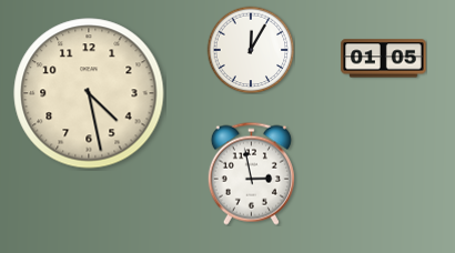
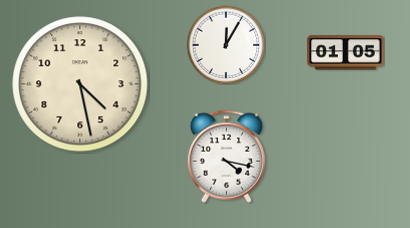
clock at (251, 173): 2:58 -> 4:17
